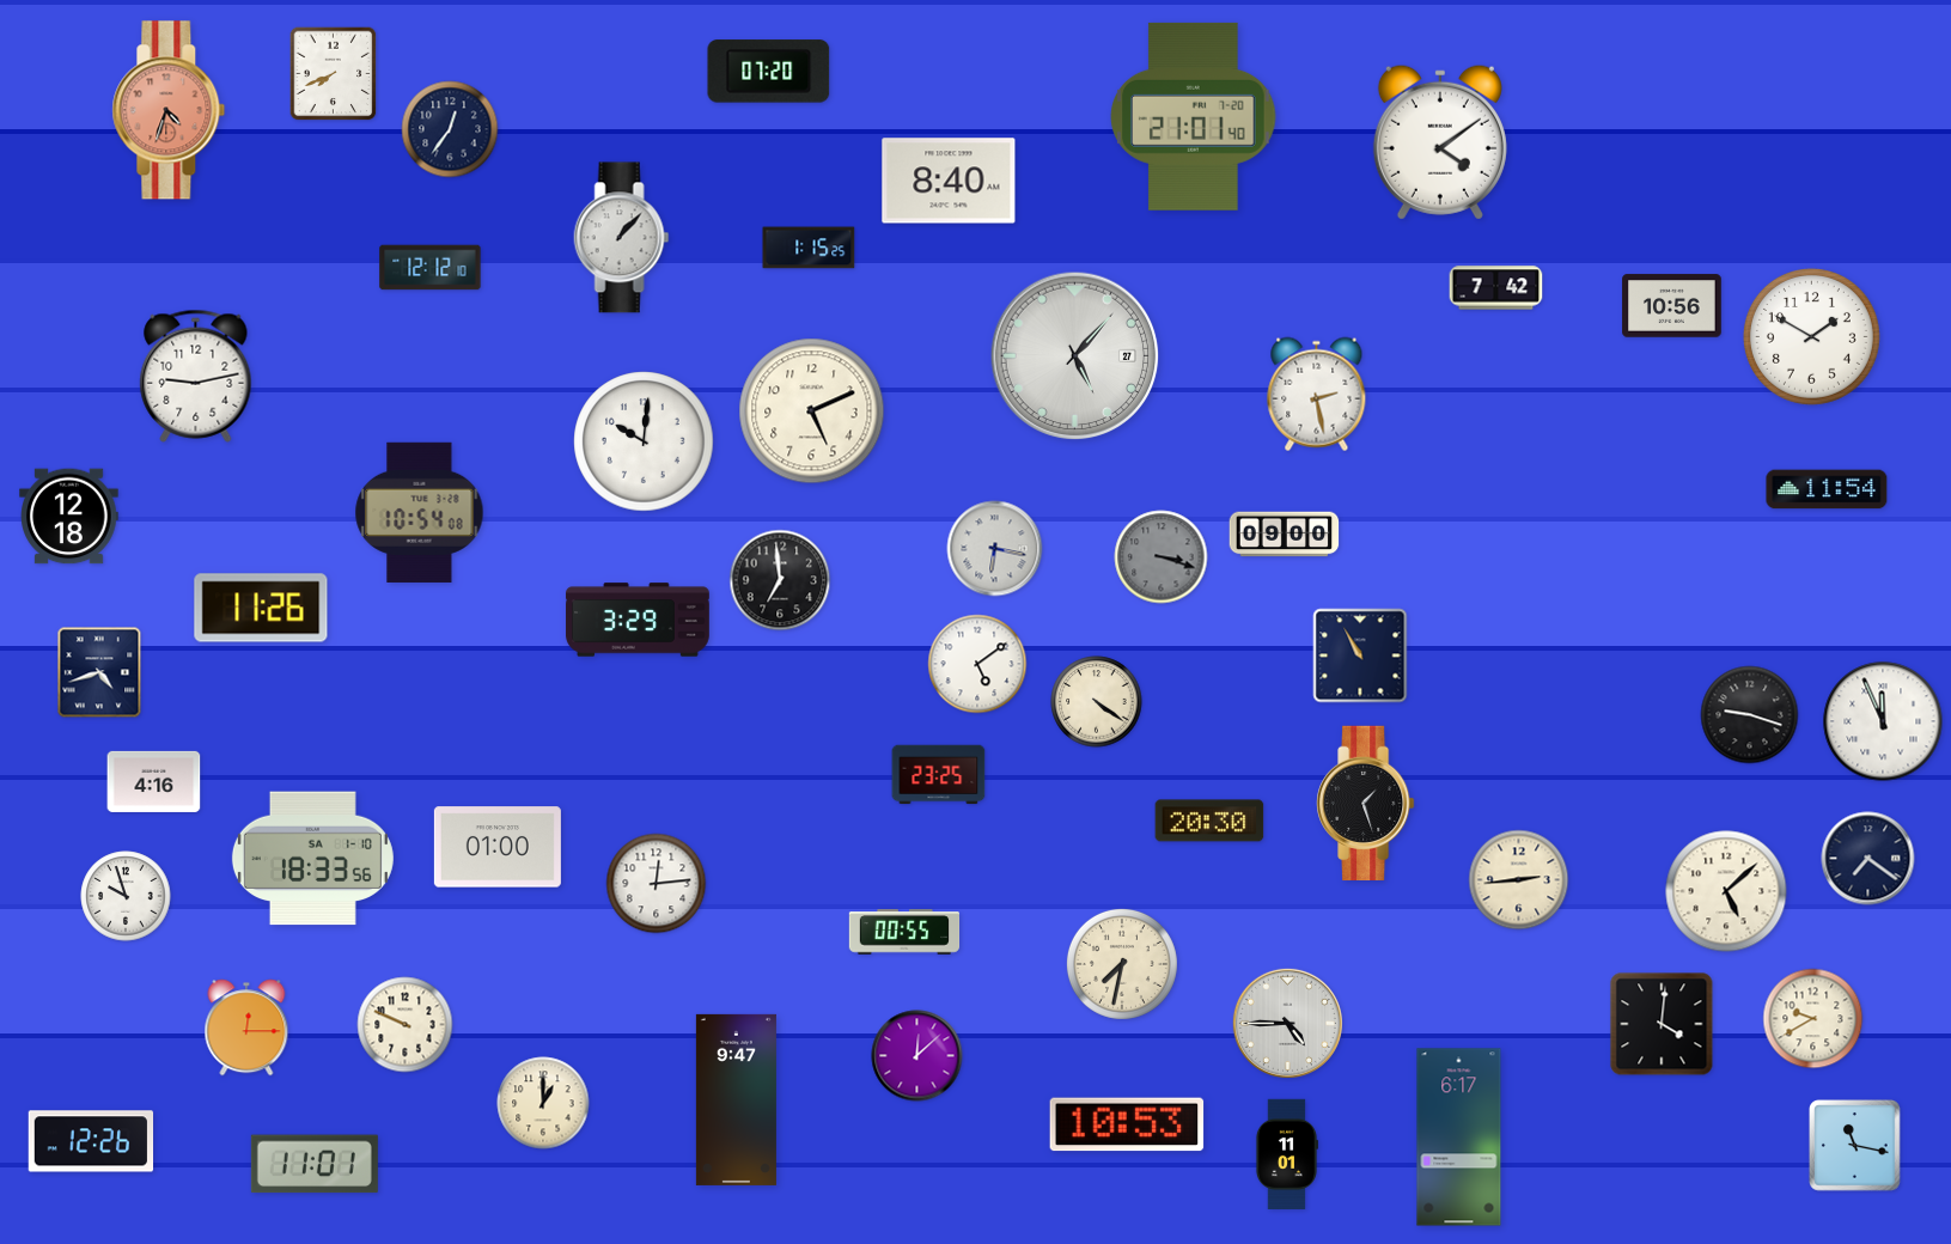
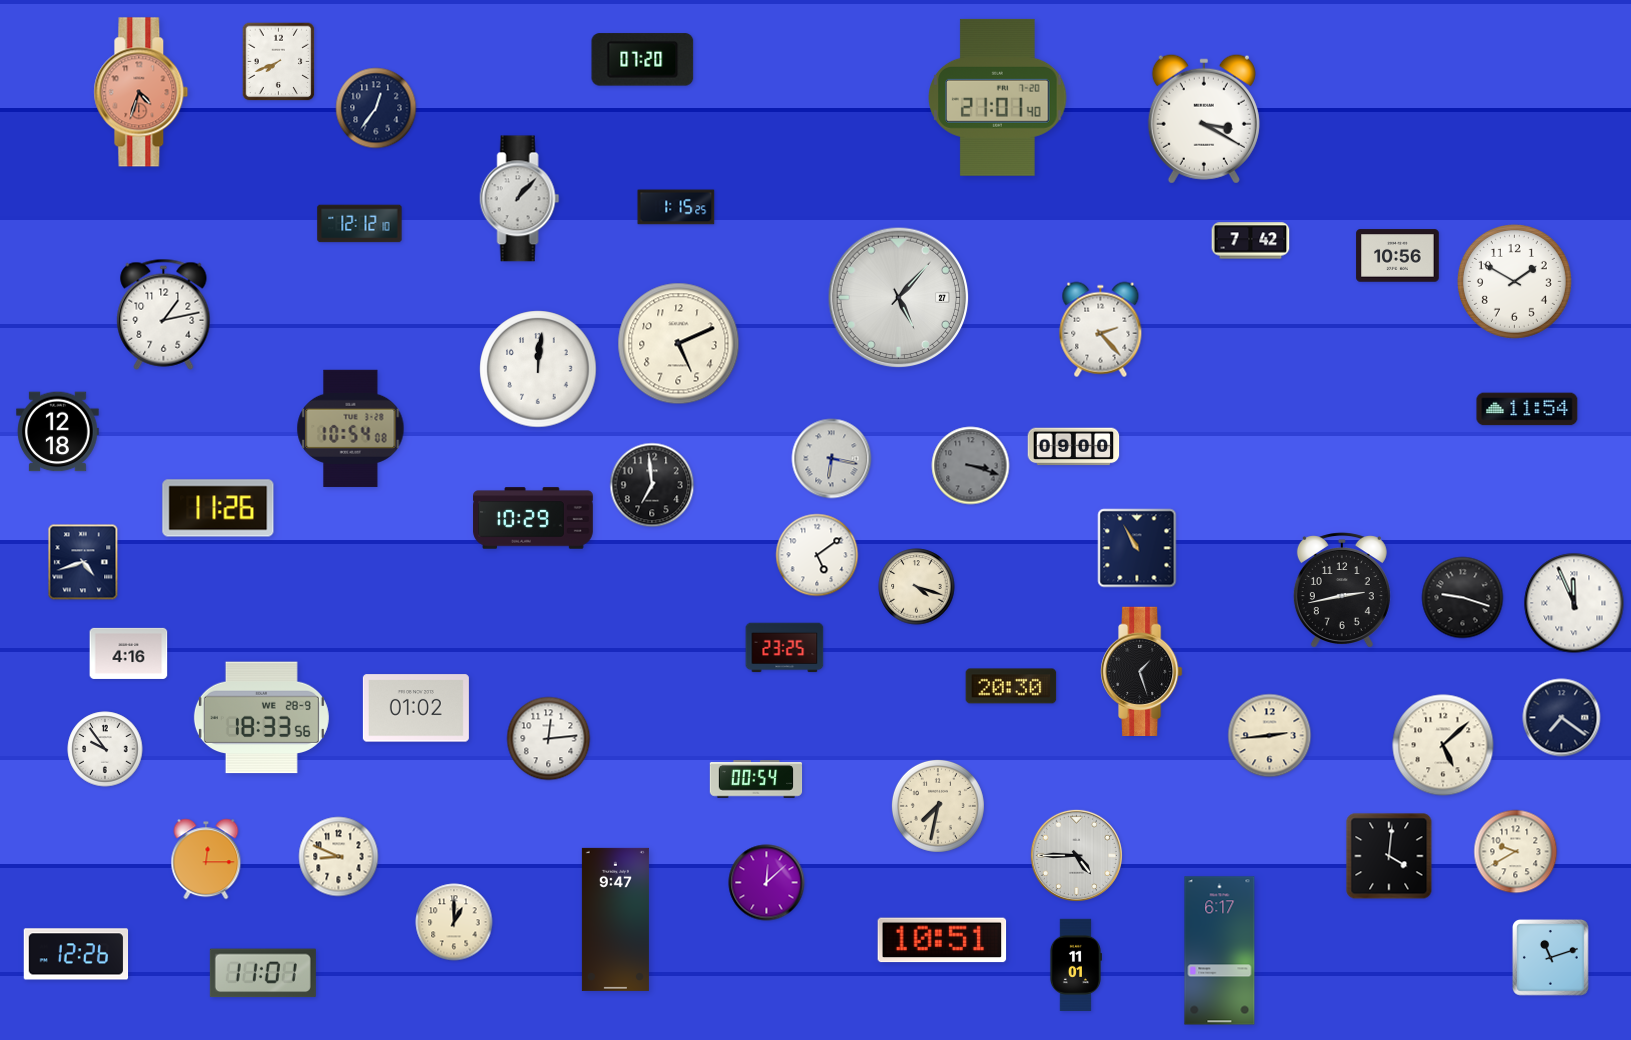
clock at (1440, 142): 4:09 -> 3:20
clock at (949, 181): 8:40 -> none
clock at (196, 376): 9:13 -> 1:13
clock at (1317, 395): 2:28 -> 2:23
clock at (644, 441): 10:01 -> 12:01
clock at (638, 620): 3:29 -> 10:29
clock at (1097, 702): 4:21 -> 4:18
clock at (1342, 590): none -> 2:43
clock at (498, 847): 01:00 -> 01:02
clock at (312, 859) date: SA 1-10 -> WE 28-9
clock at (126, 896): 9:57 -> 9:54
clock at (904, 932): 00:55 -> 00:54
clock at (406, 1025): 9:49 -> 8:49
clock at (1127, 1124): 10:53 -> 10:51
clock at (1855, 1146): 11:17 -> 11:12
